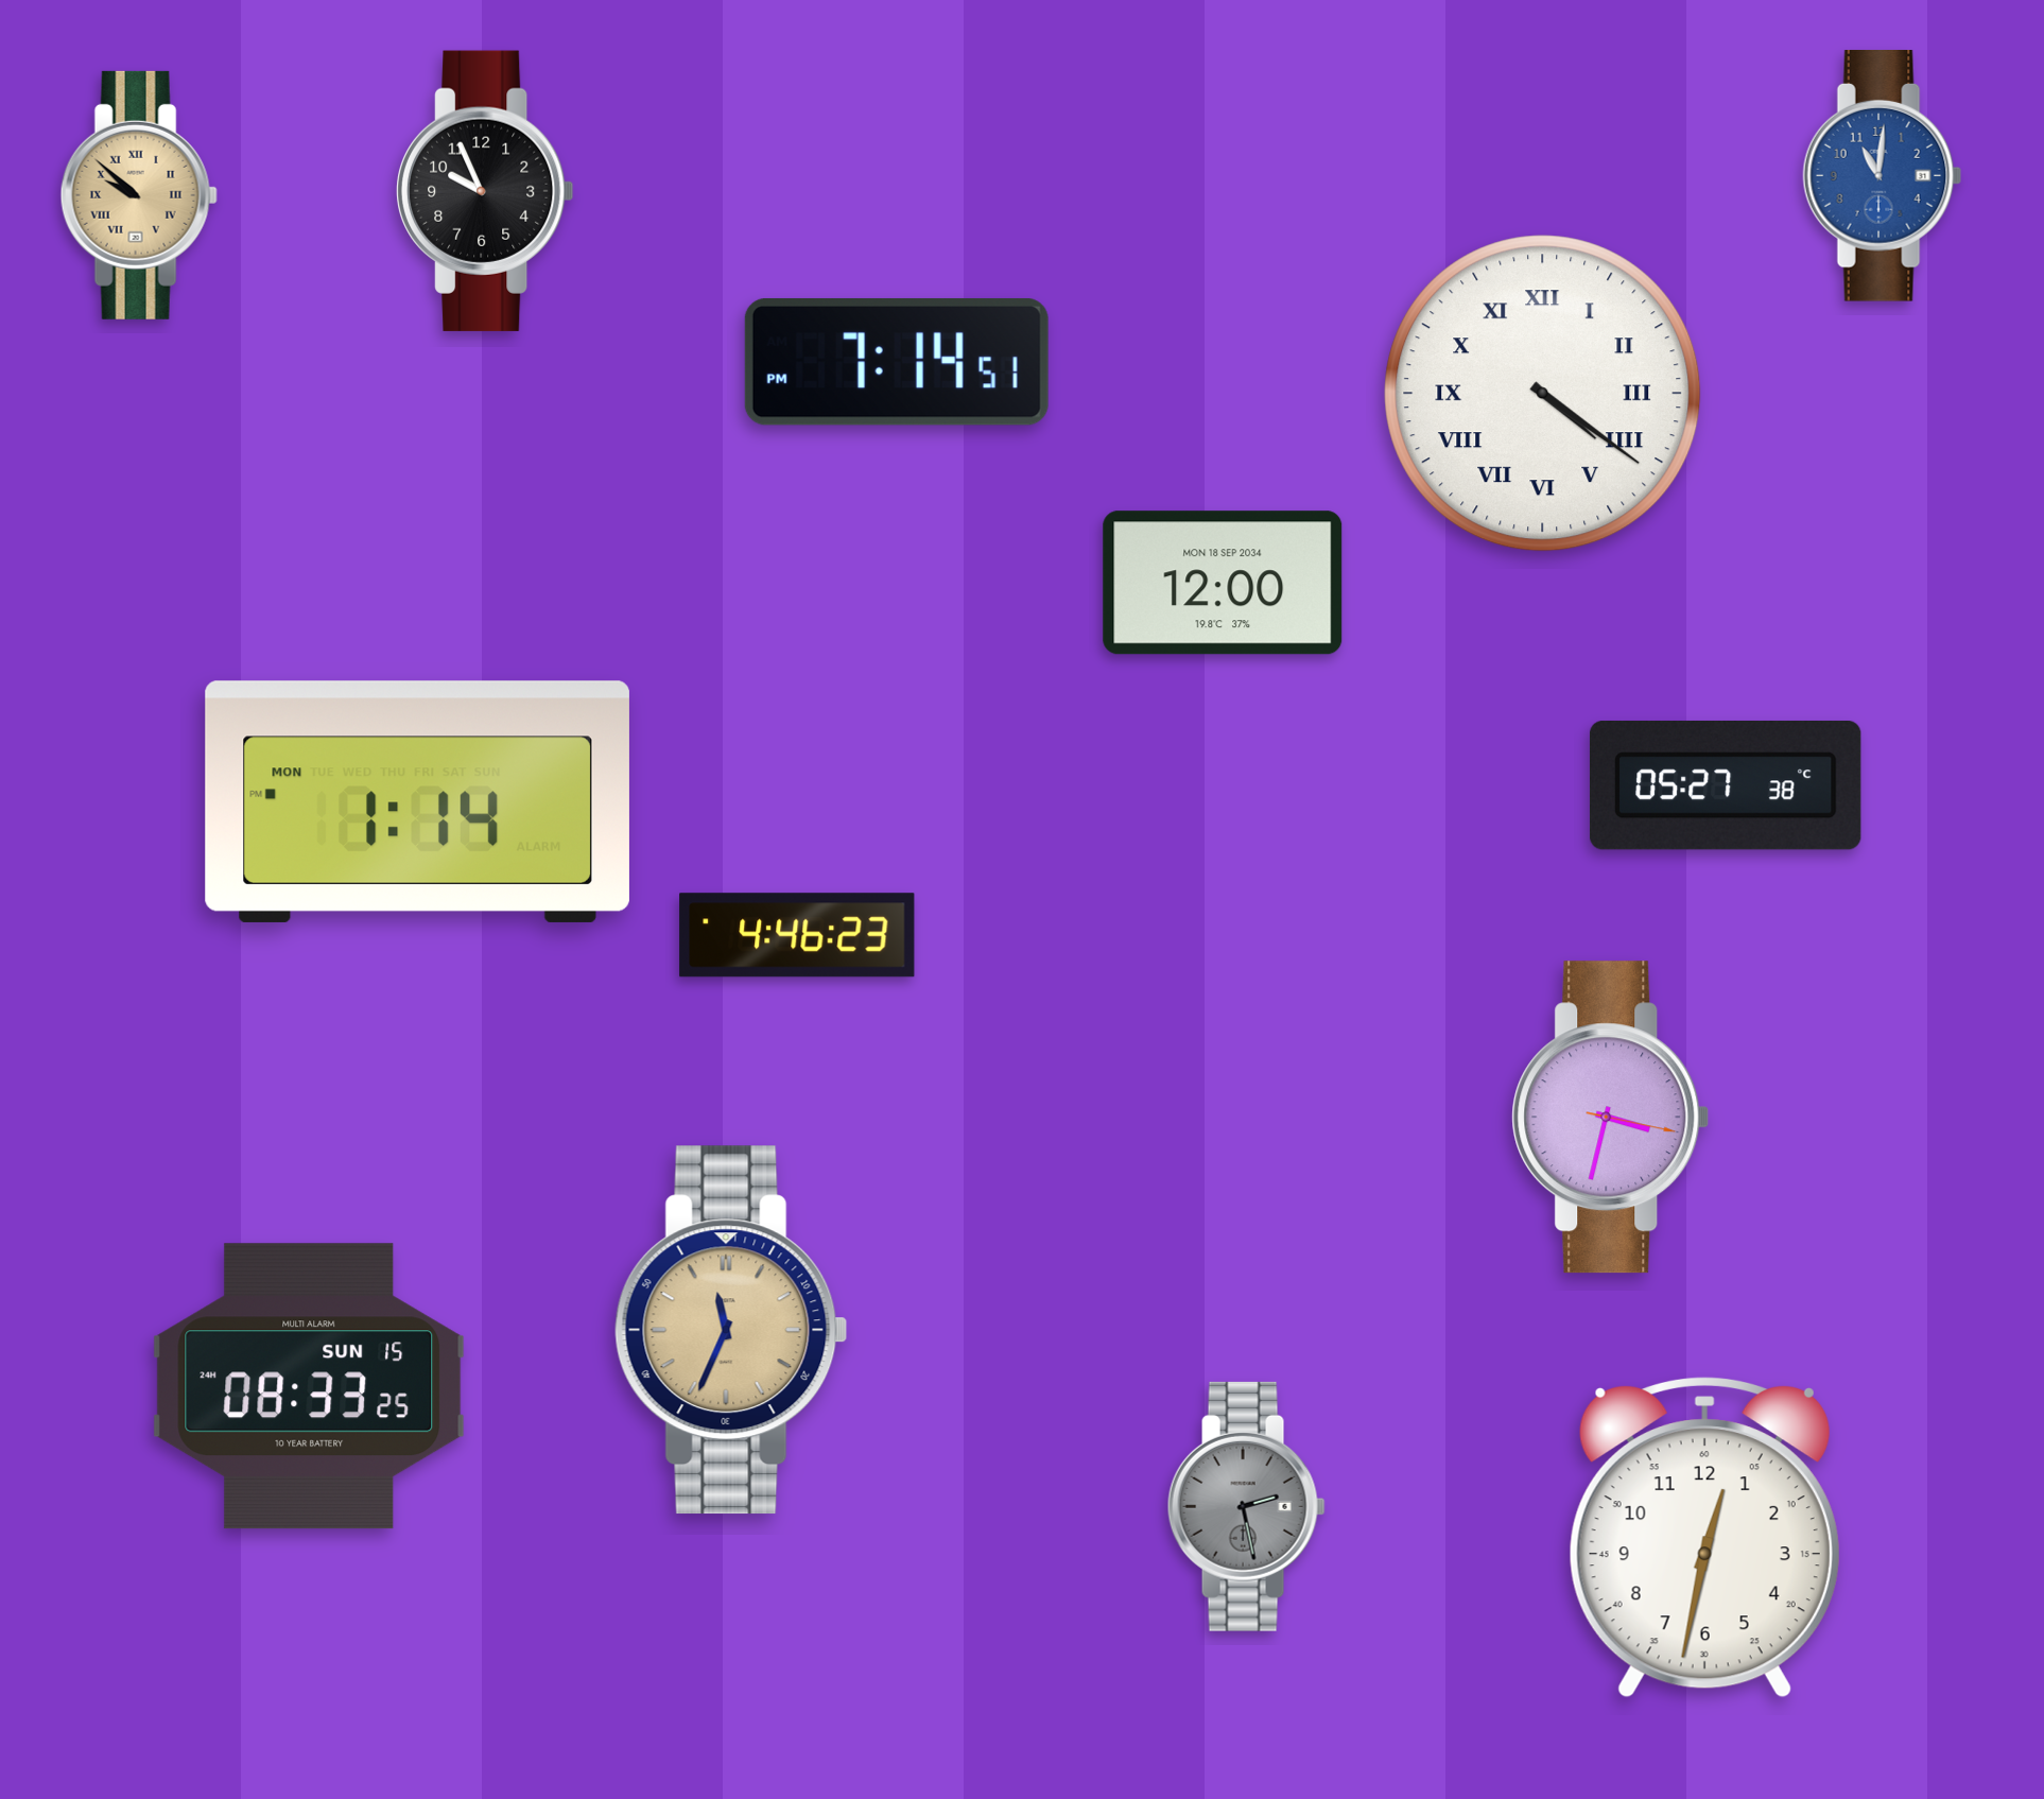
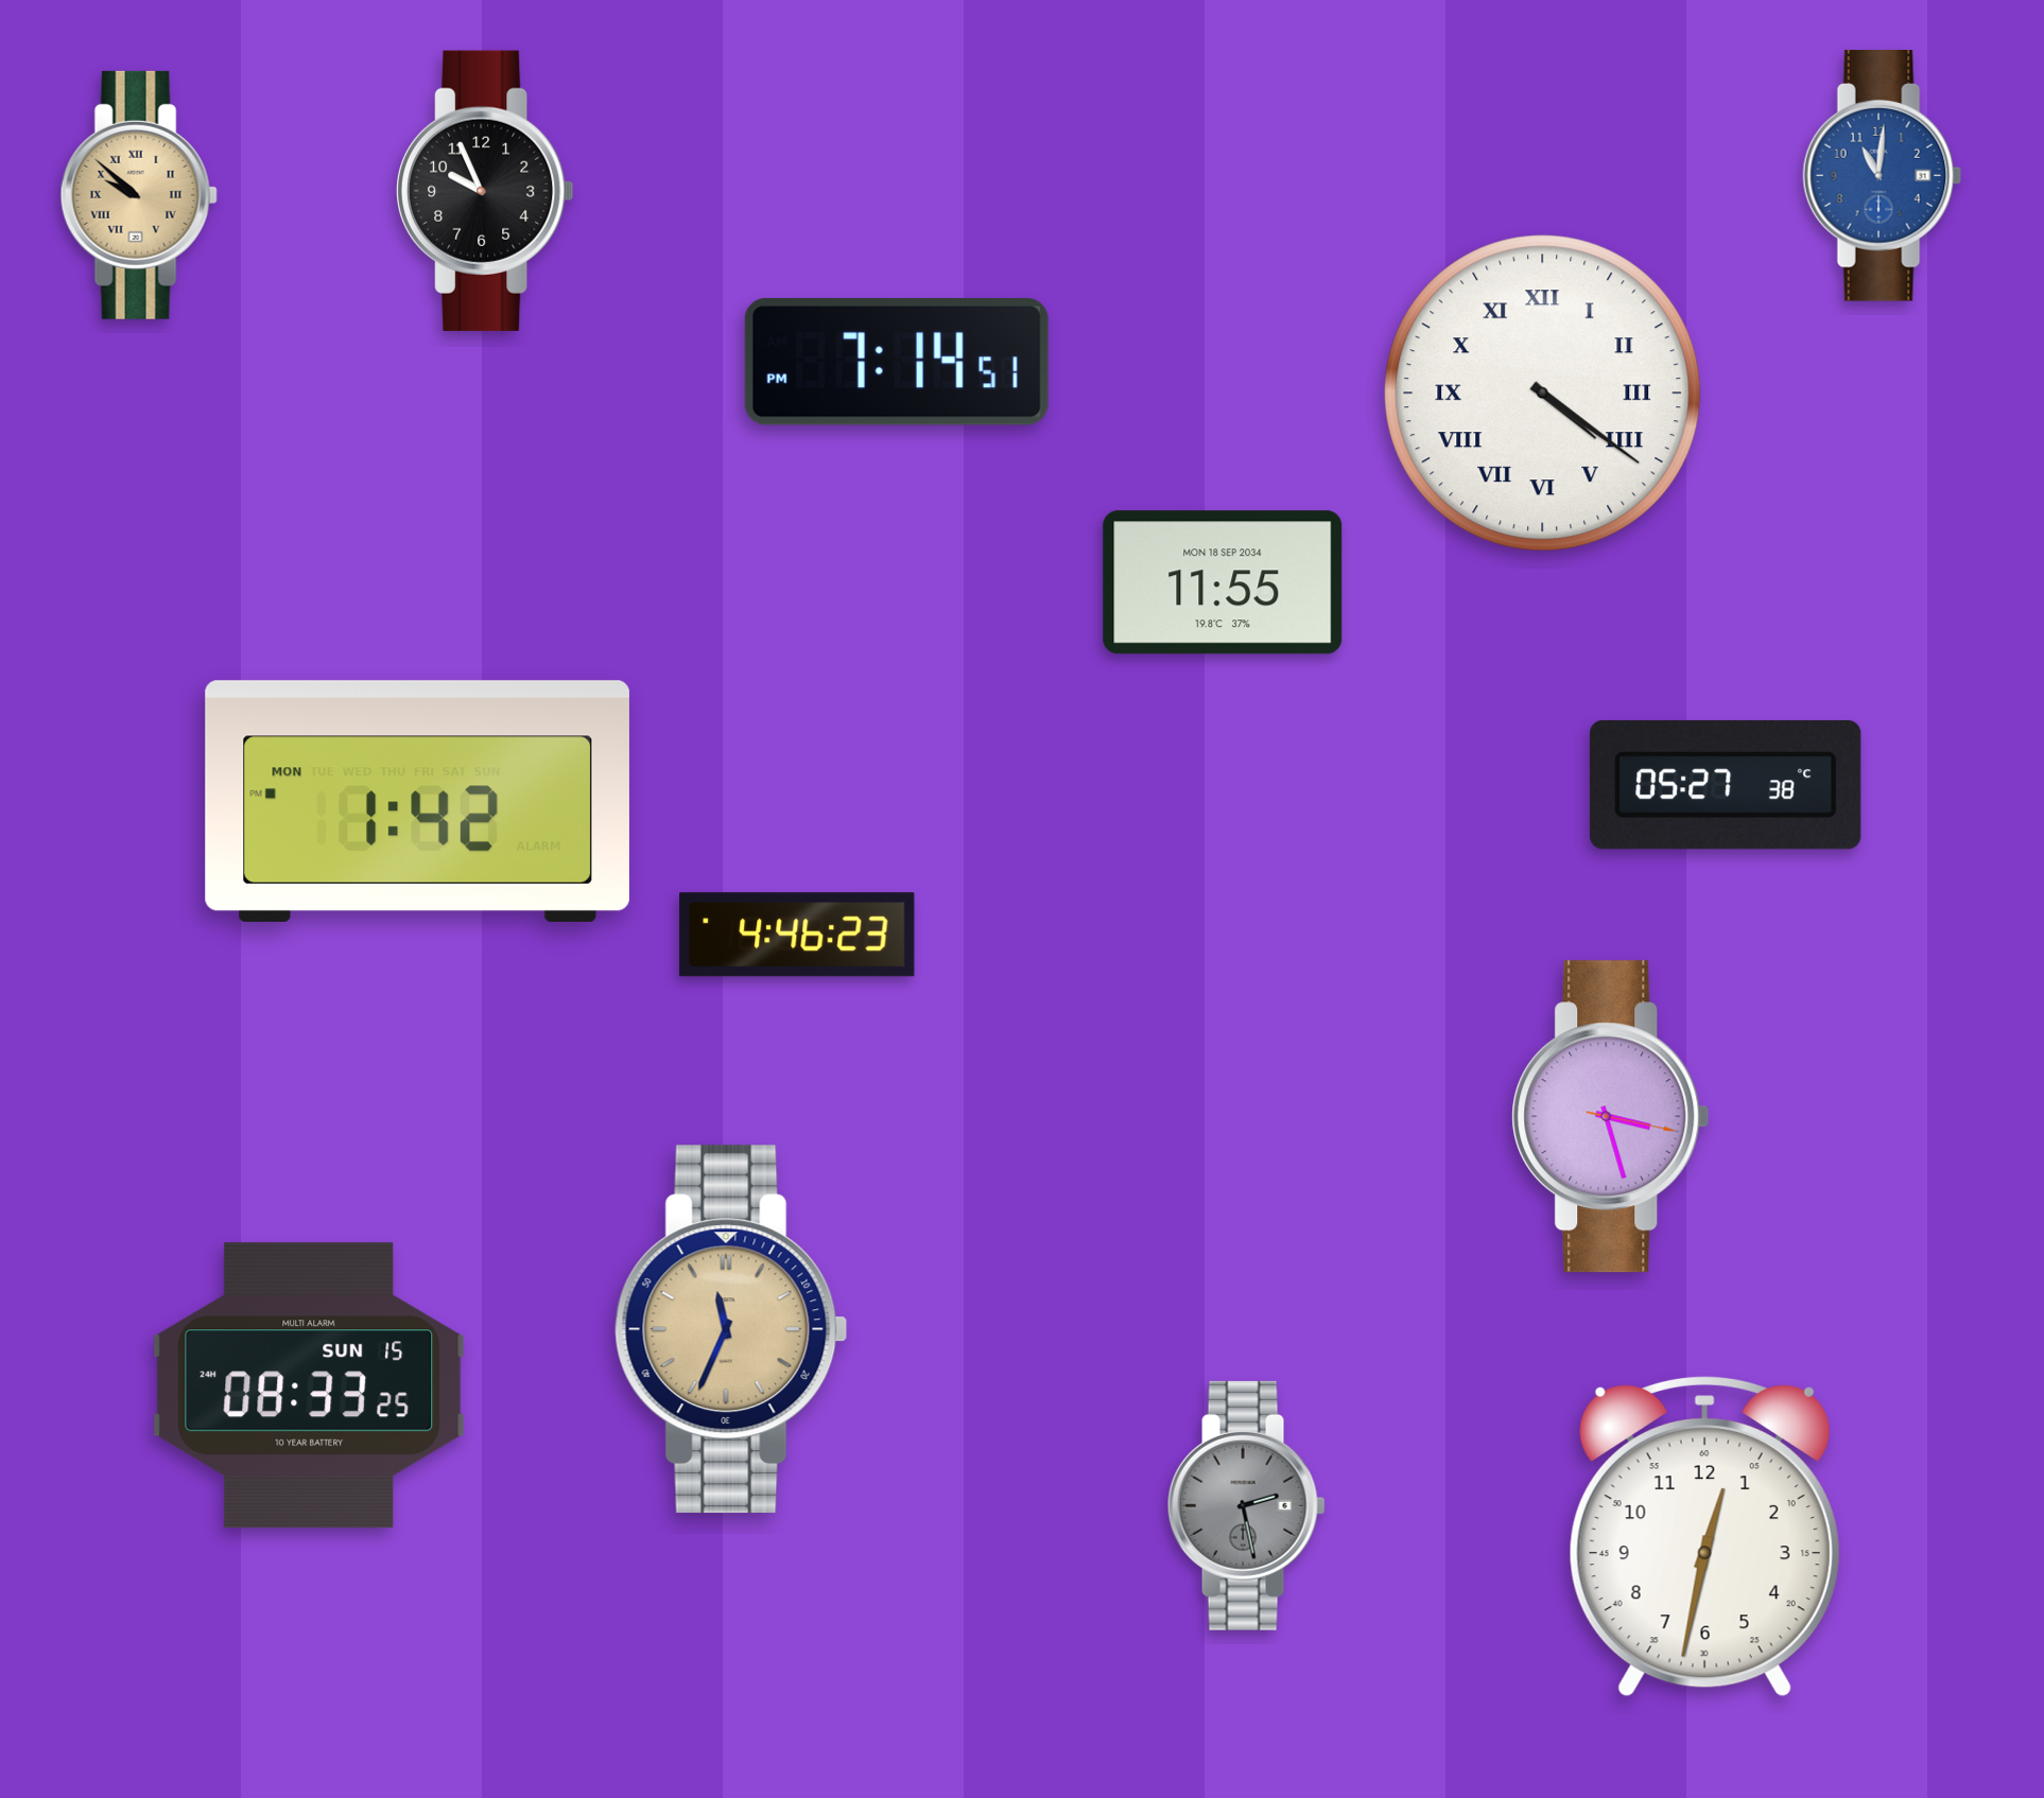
clock at (1223, 583): 12:00 -> 11:55
clock at (417, 801): 1:14 -> 1:42
clock at (1611, 1118): 3:32 -> 3:27
